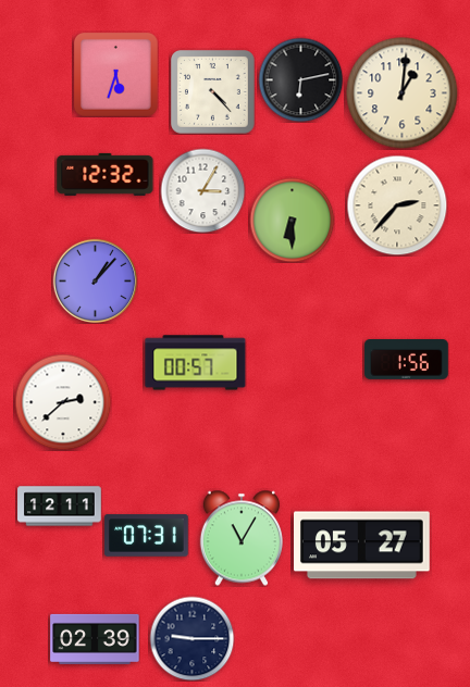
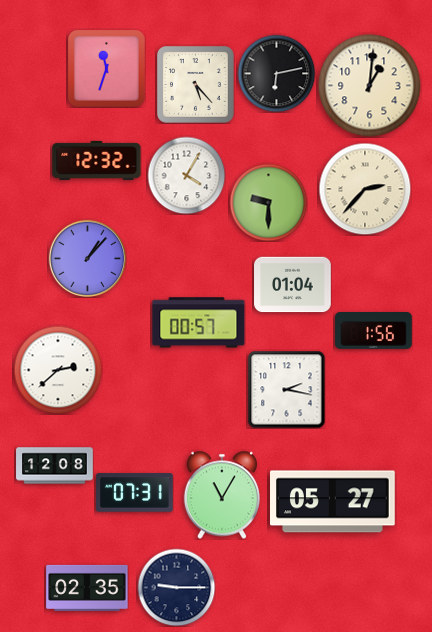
clock at (116, 75): 5:33 -> 11:33
clock at (213, 92): 4:23 -> 5:23
clock at (202, 190): 3:05 -> 4:05
clock at (292, 220): 6:30 -> 9:30
clock at (293, 285): none -> 01:04
clock at (196, 363) position: (196, 363) -> (199, 323)
clock at (286, 389): none -> 2:17
clock at (60, 507): 12:11 -> 12:08
clock at (95, 639): 02:39 -> 02:35
